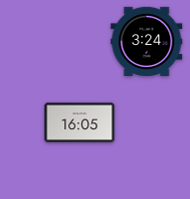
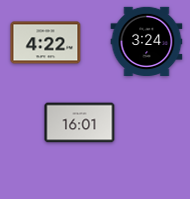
clock at (46, 43): none -> 4:22
clock at (80, 123): 16:05 -> 16:01
